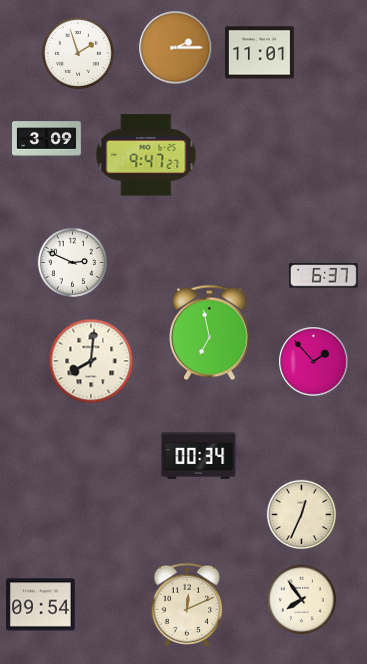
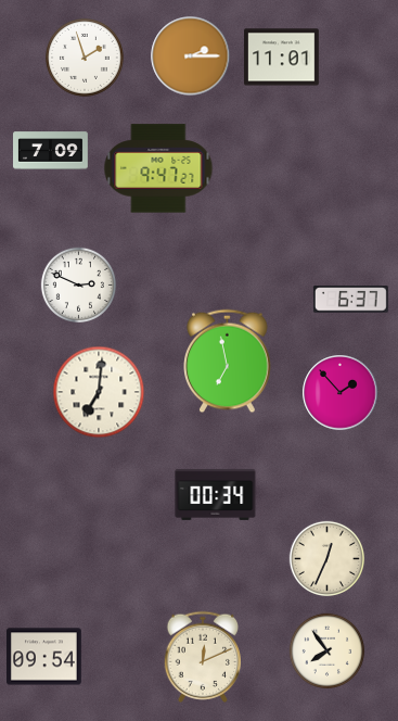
clock at (176, 48) position: (176, 48) -> (191, 56)
clock at (47, 139): 3:09 -> 7:09
clock at (91, 361): 8:01 -> 7:01
